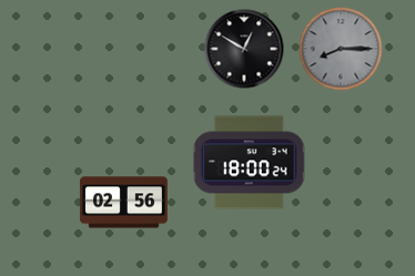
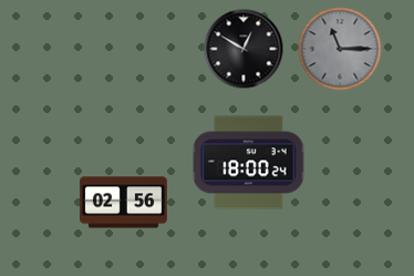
clock at (341, 49): 8:15 -> 11:15
